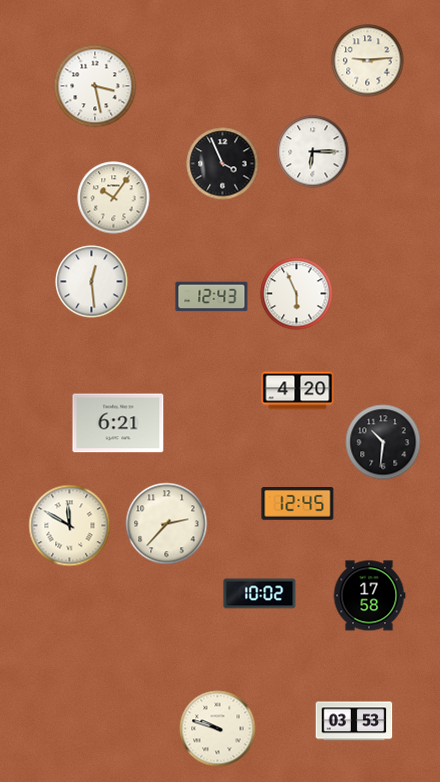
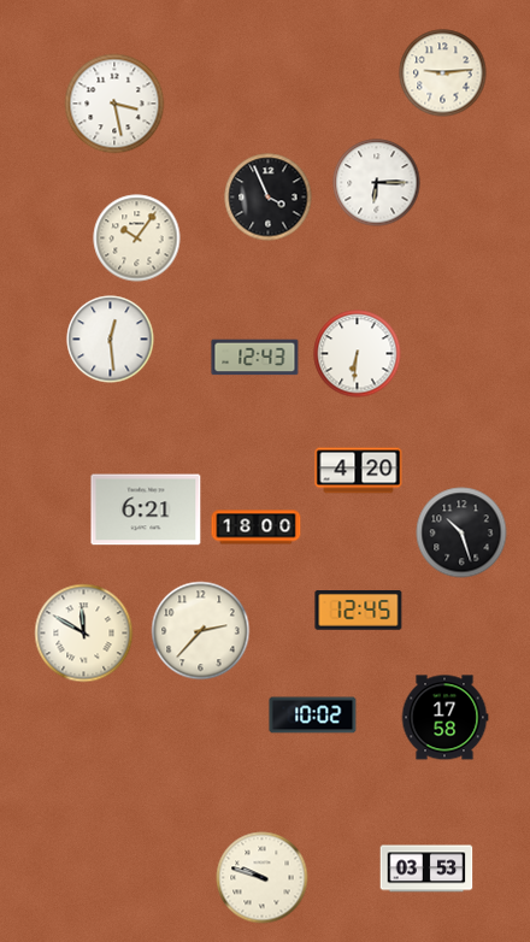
clock at (297, 294): 5:56 -> 6:31
clock at (118, 423) position: (118, 423) -> (146, 510)
clock at (257, 528): none -> 18:00
clock at (383, 442): 10:31 -> 10:27
clock at (298, 504) position: (298, 504) -> (359, 611)
